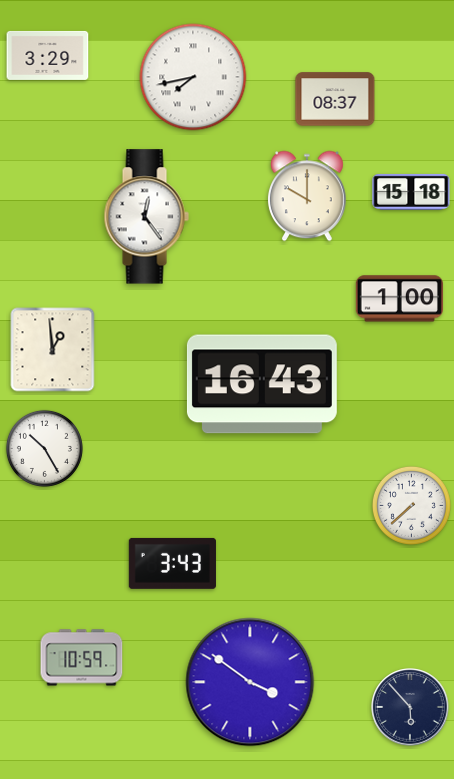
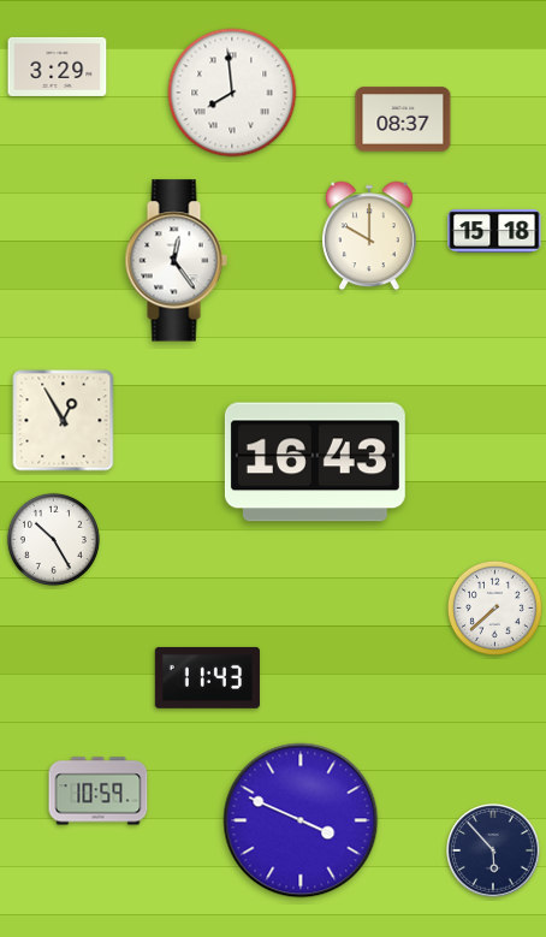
clock at (193, 77): 7:43 -> 7:59
clock at (399, 299): 1:00 -> none
clock at (53, 350): 12:59 -> 12:55
clock at (172, 563): 3:43 -> 11:43
clock at (250, 682): 3:51 -> 3:49
